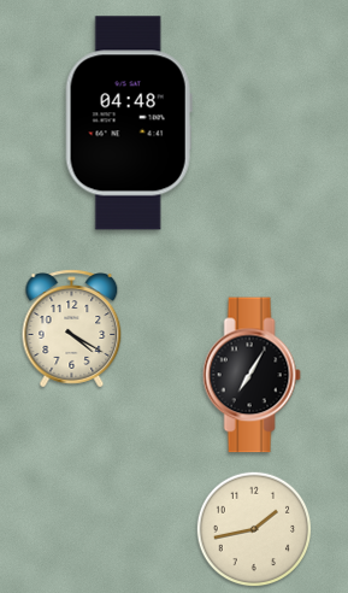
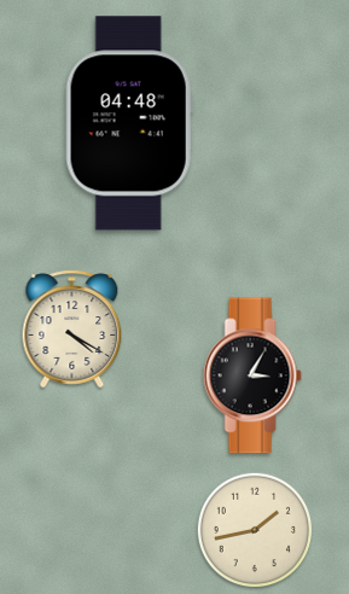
clock at (252, 375): 7:05 -> 3:05
